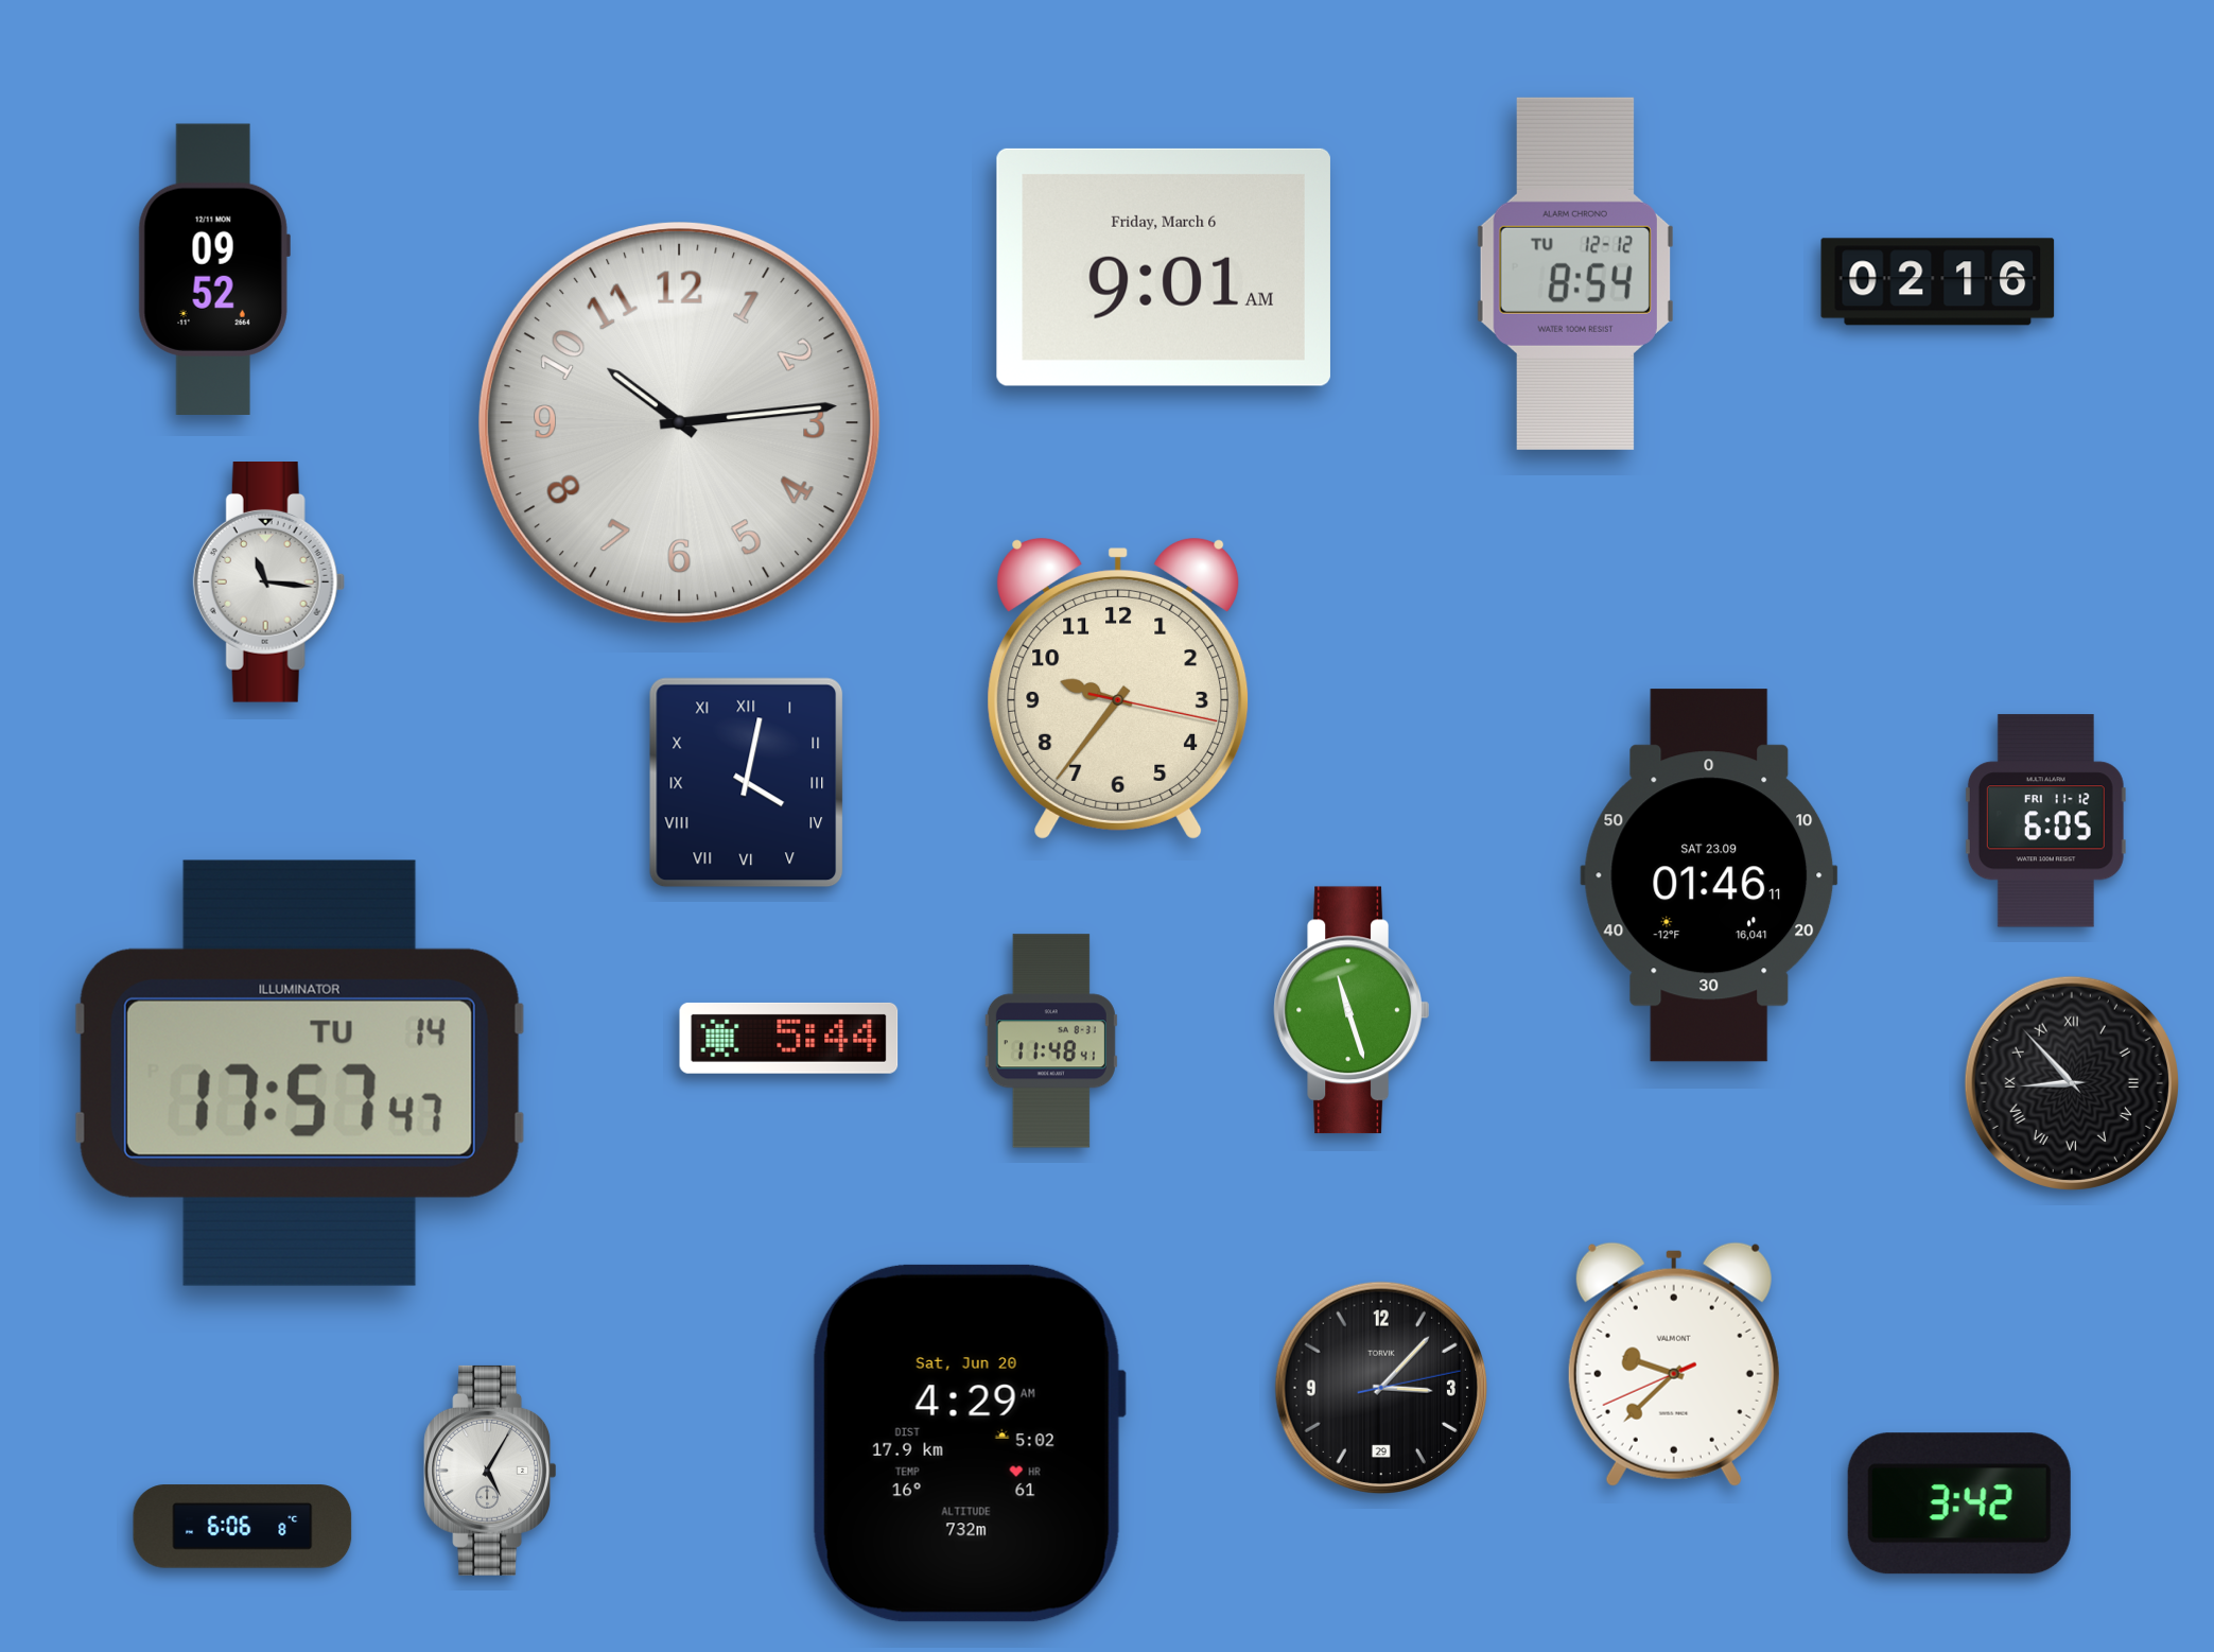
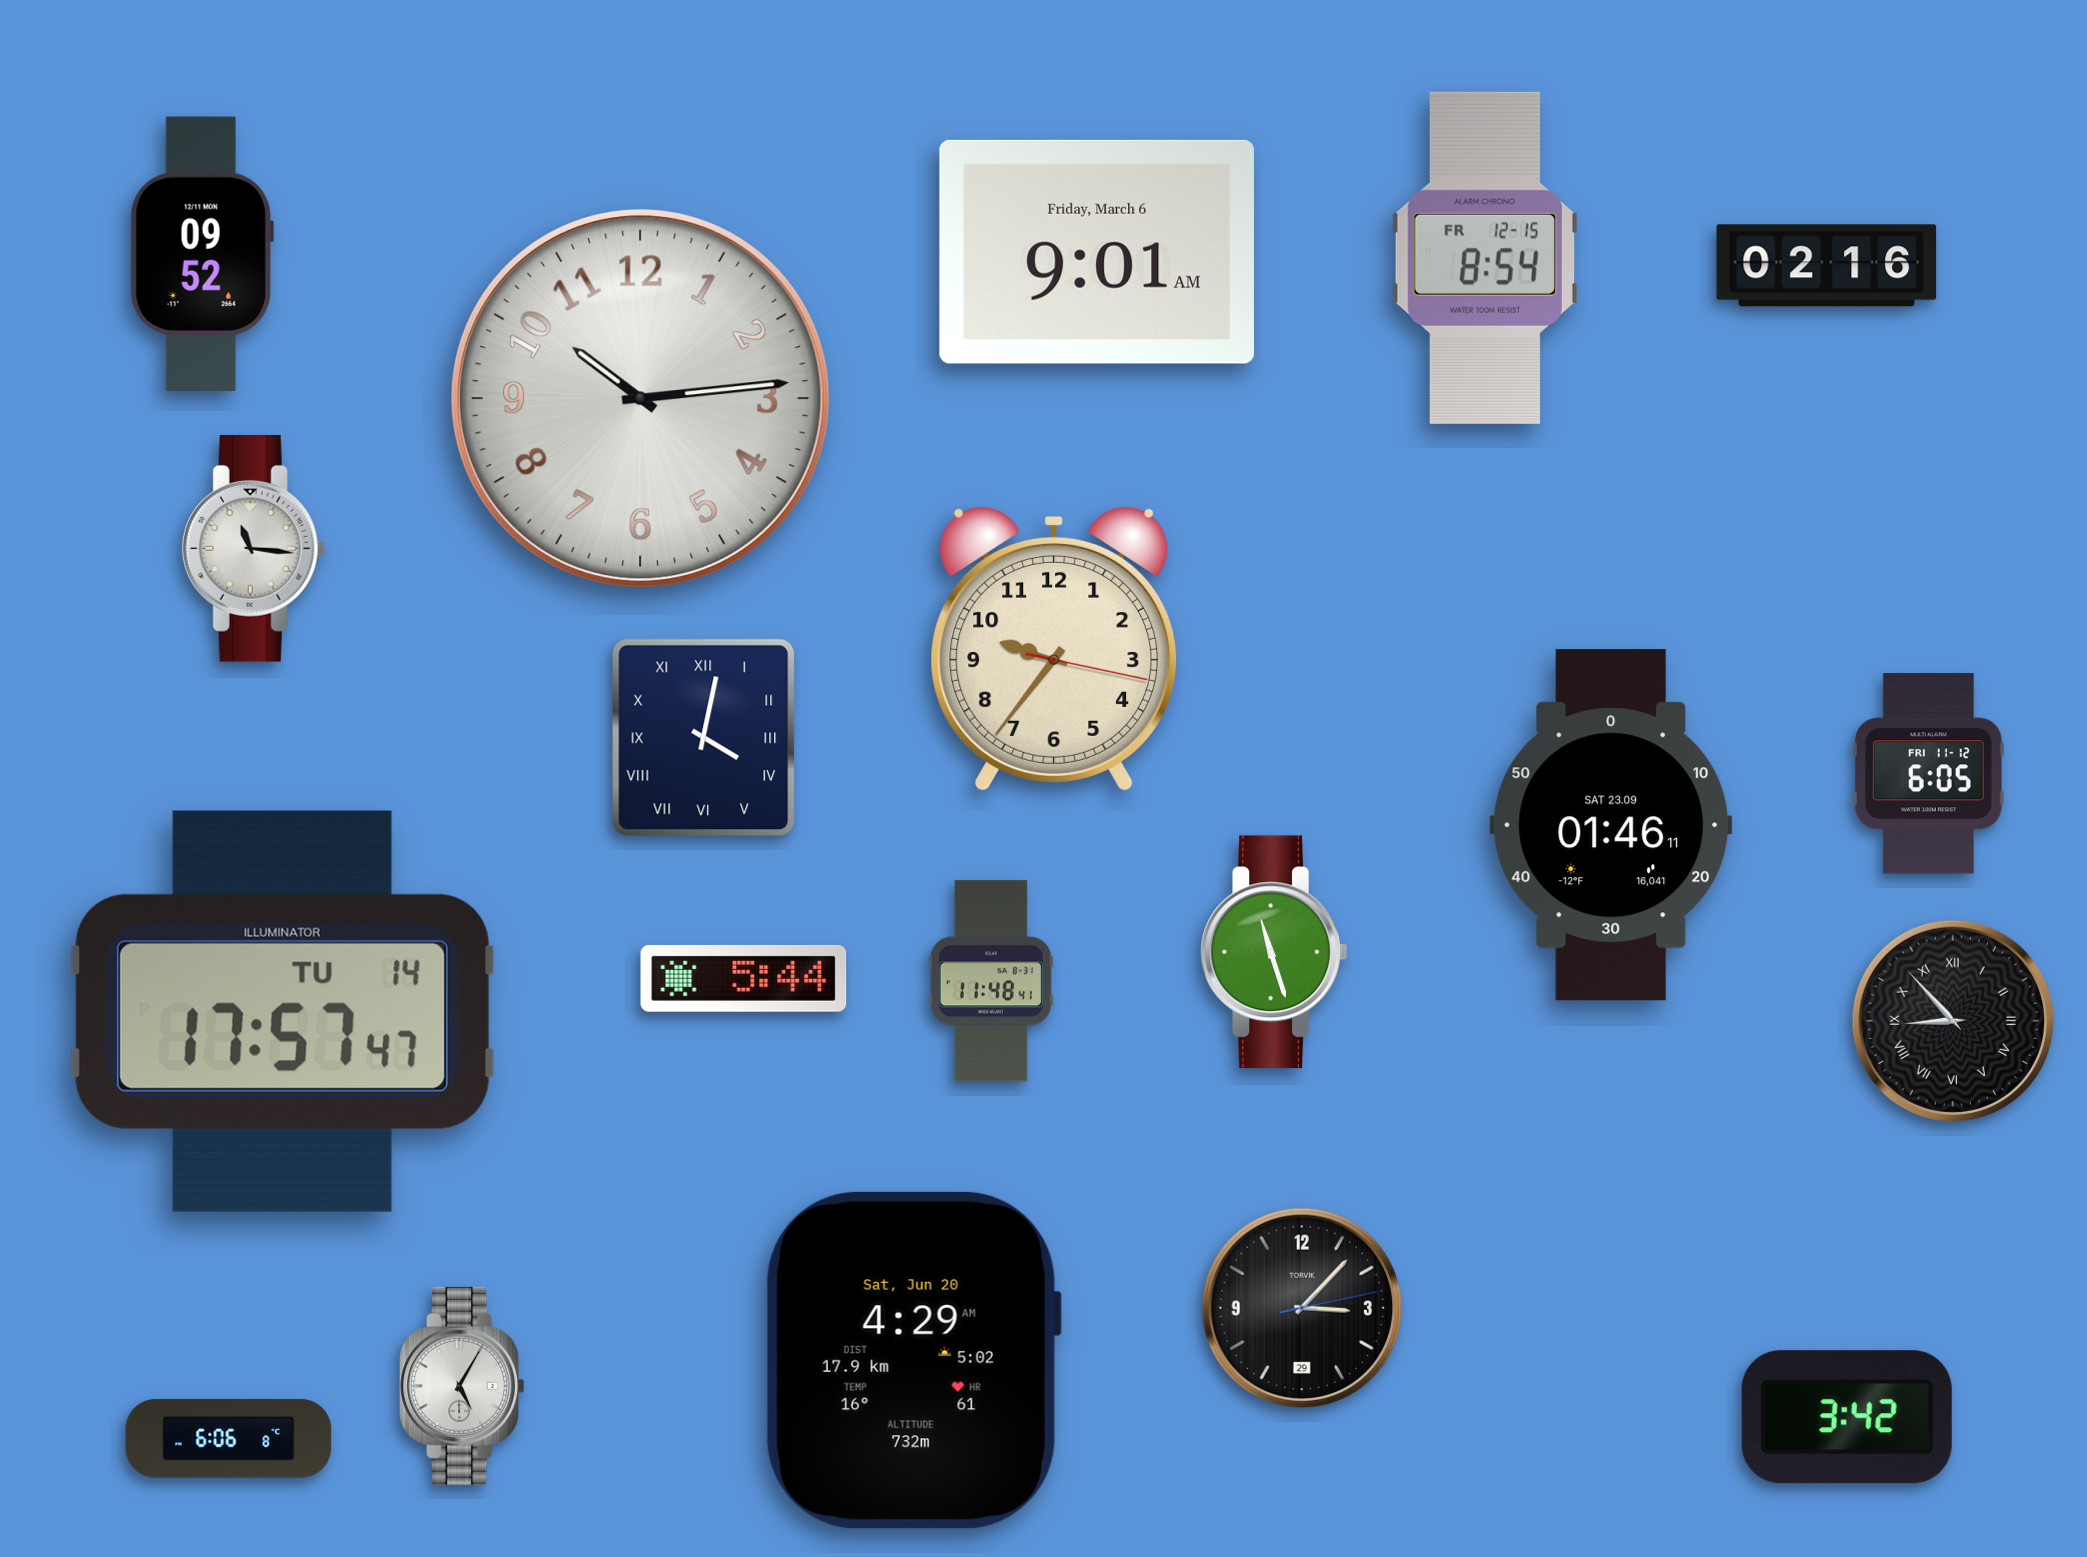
clock at (1575, 274) date: TU 12-12 -> FR 12-15
clock at (1674, 1364): 9:37 -> none
